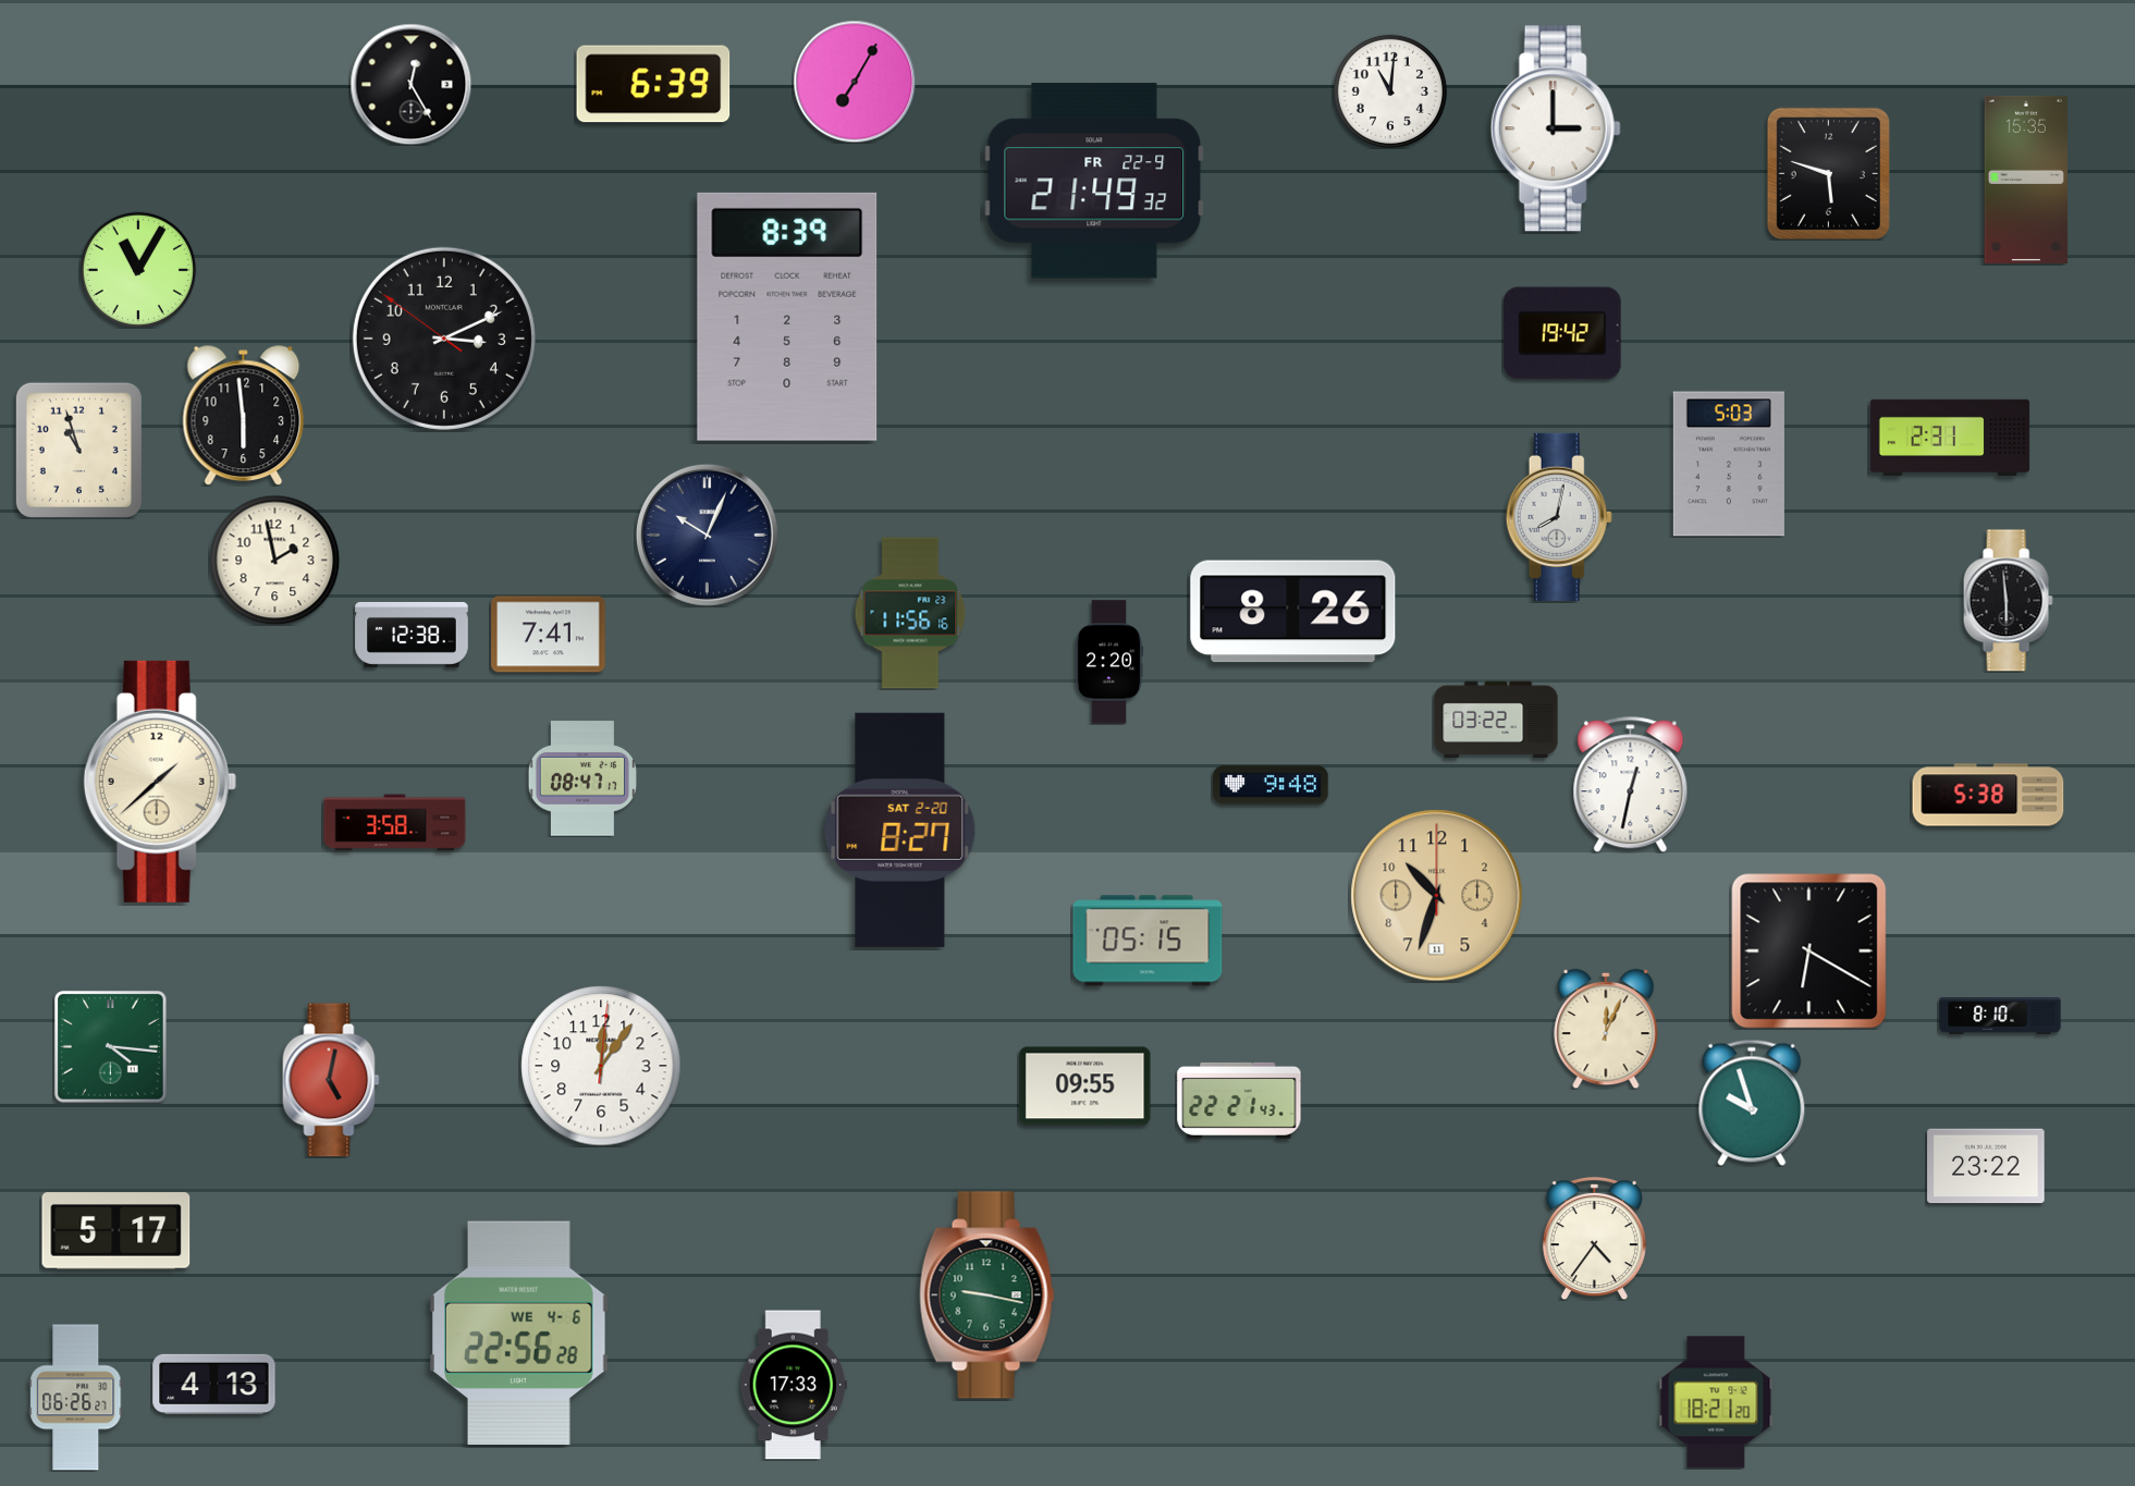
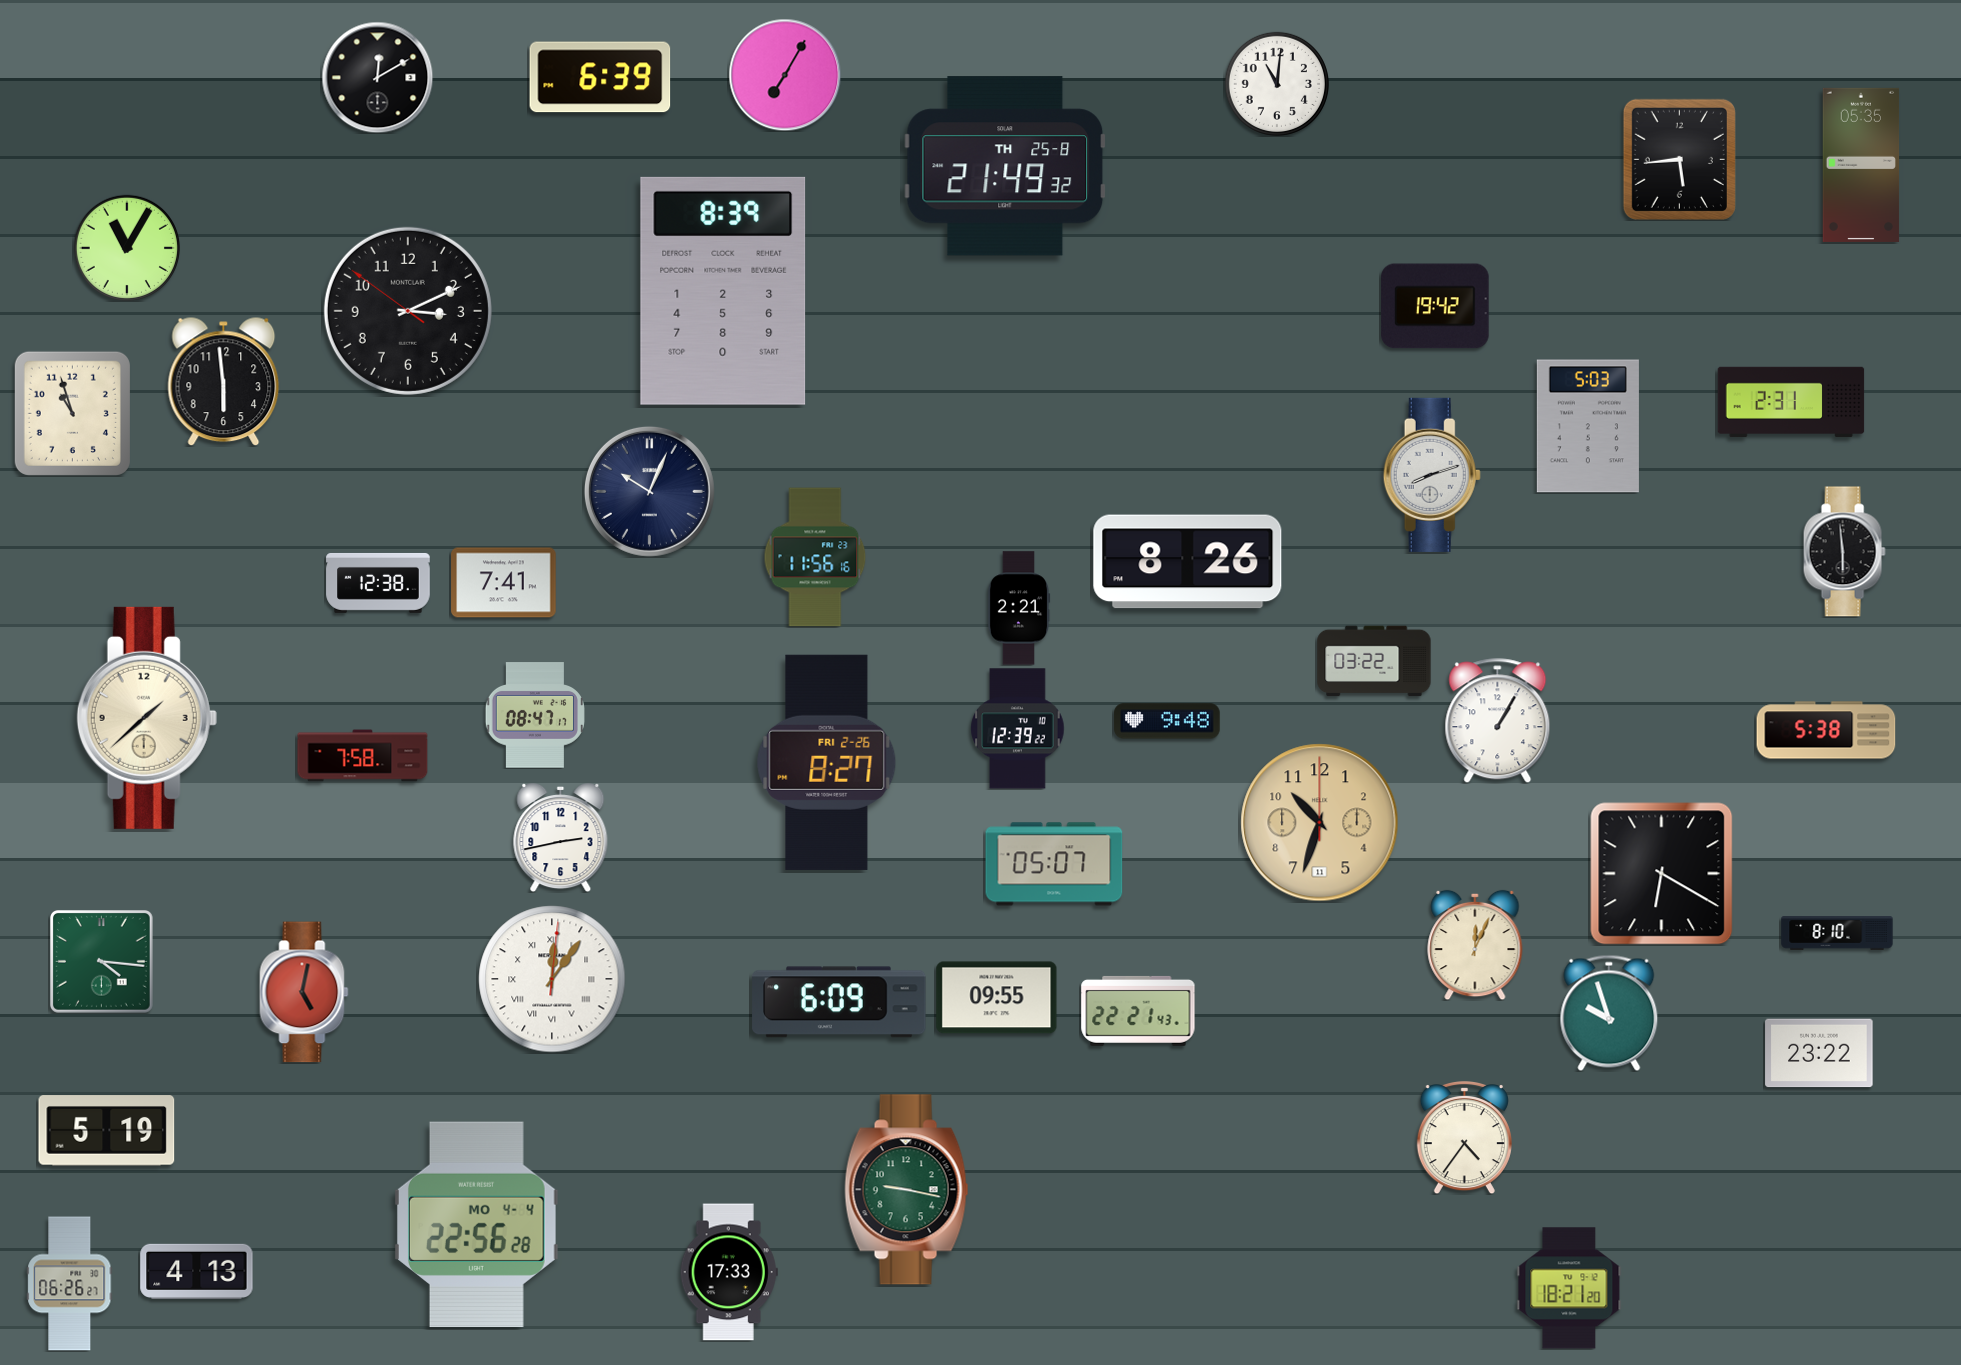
clock at (410, 84): 12:25 -> 12:10
clock at (1556, 128): 3:00 -> none
clock at (1828, 173): 5:48 -> 5:44
clock at (2026, 180): 15:35 -> 05:35
clock at (1094, 181) date: FR 22-9 -> TH 25-8
clock at (1559, 517): 8:02 -> 8:12
clock at (274, 560): 1:58 -> none
clock at (910, 613) position: (910, 613) -> (815, 557)
clock at (1109, 662): 2:20 -> 2:21
clock at (1631, 785): 12:32 -> 1:05
clock at (1018, 729): none -> 12:39
clock at (395, 823): 3:58 -> 7:58
clock at (900, 830) date: SAT 2-20 -> FRI 2-26
clock at (561, 838): none -> 2:43
clock at (1148, 941): 05:15 -> 05:07
clock at (601, 1066) numerals: Arabic -> Roman
clock at (839, 1002): none -> 6:09
clock at (1986, 1166) position: (1986, 1166) -> (1819, 1053)
clock at (116, 1231): 5:17 -> 5:19
clock at (518, 1334) date: WE 4-6 -> MO 4-4
clock at (1716, 1402) position: (1716, 1402) -> (1569, 1288)
